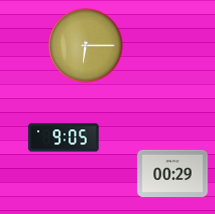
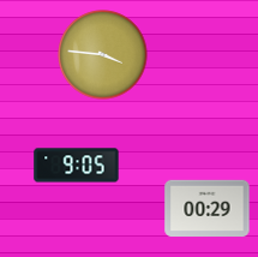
clock at (86, 46): 6:15 -> 3:46
